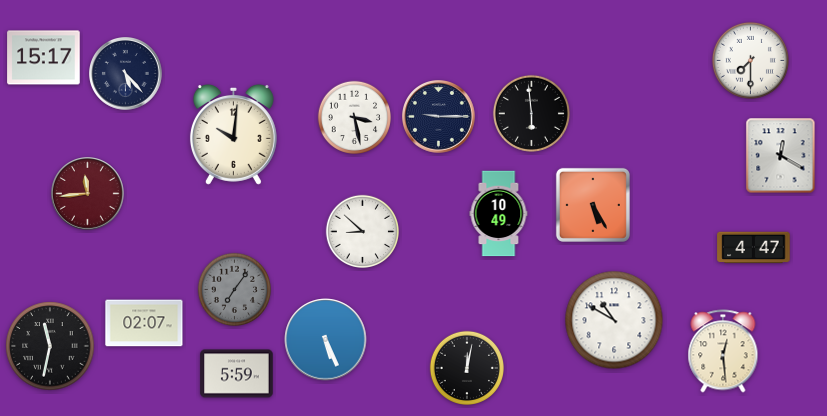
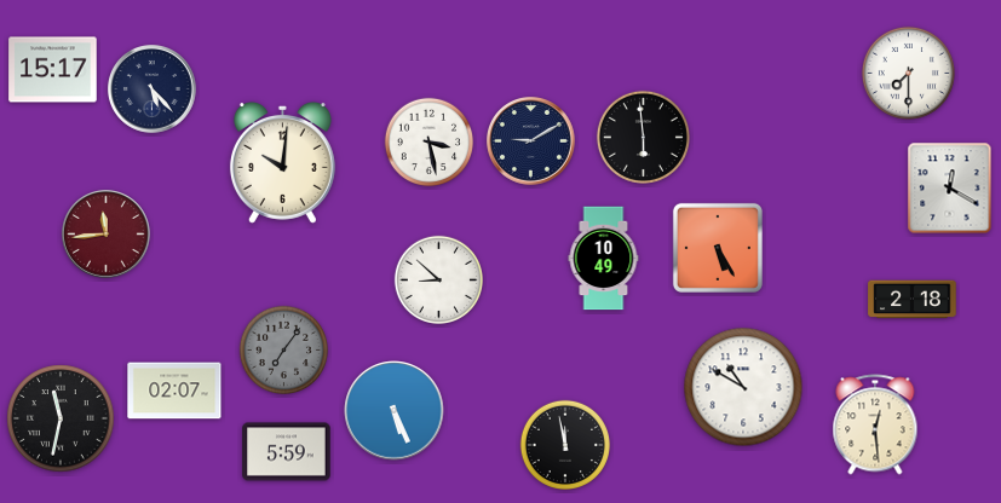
clock at (439, 117): 9:15 -> 9:10
clock at (781, 156) position: (781, 156) -> (950, 189)
clock at (754, 248): 4:47 -> 2:18
clock at (466, 367): 12:02 -> 11:58
